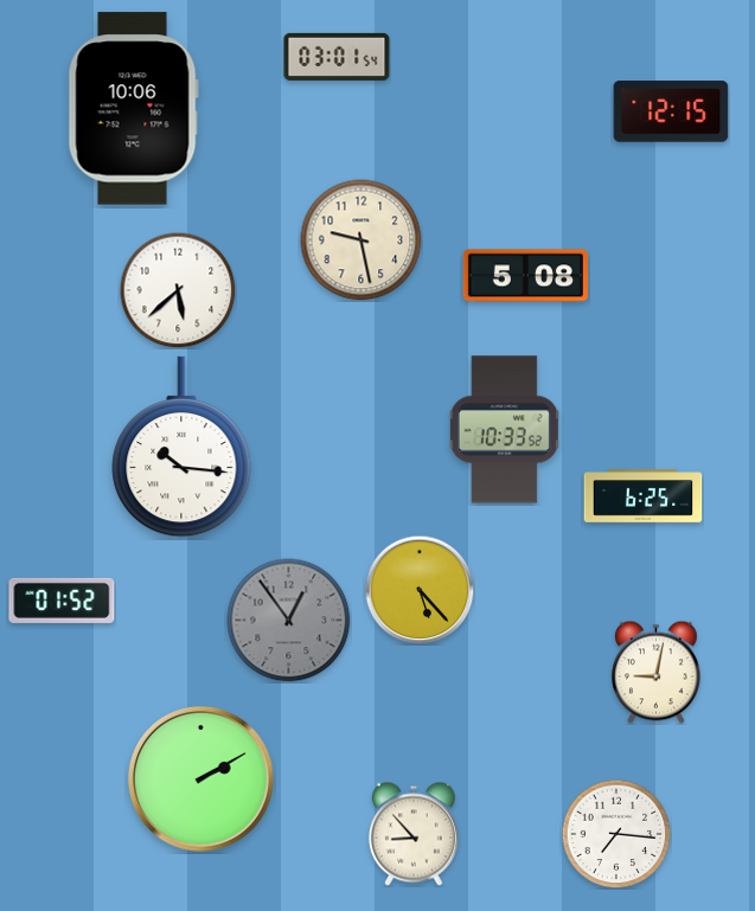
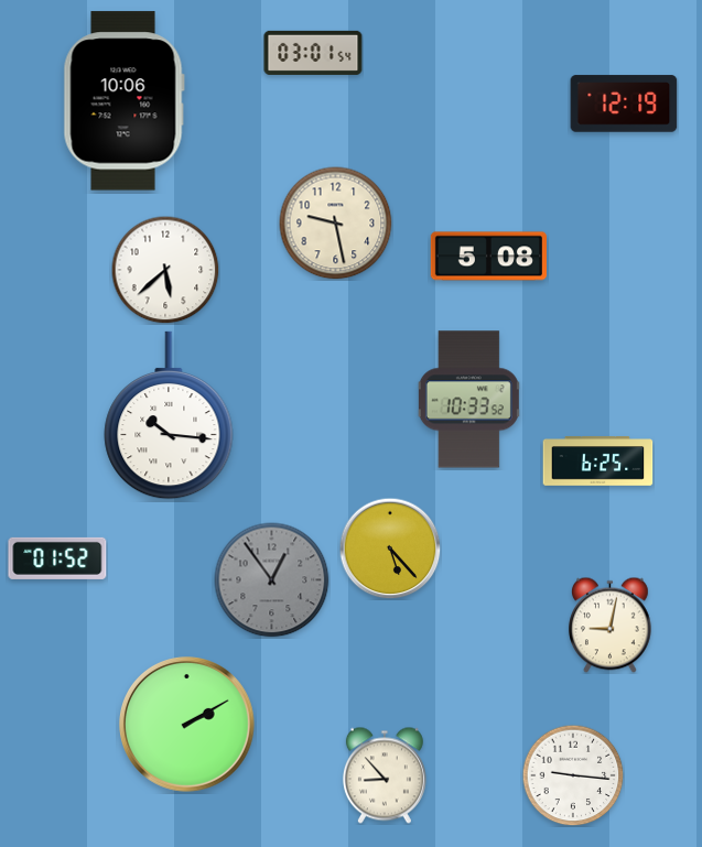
clock at (671, 111): 12:15 -> 12:19
clock at (289, 621) position: (289, 621) -> (272, 580)
clock at (616, 834): 7:16 -> 9:16
